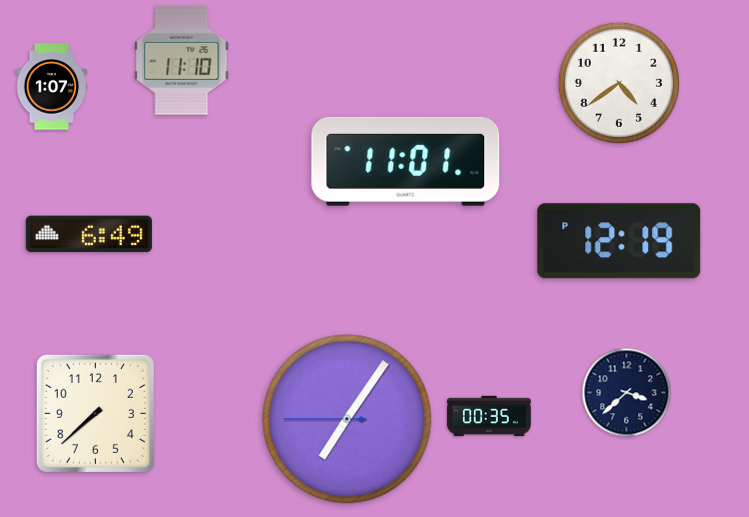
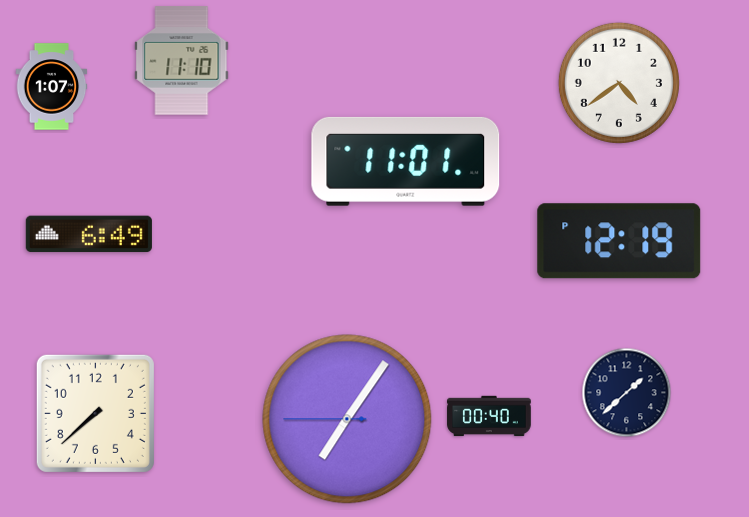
clock at (627, 393): 3:38 -> 1:38
clock at (489, 416): 00:35 -> 00:40
